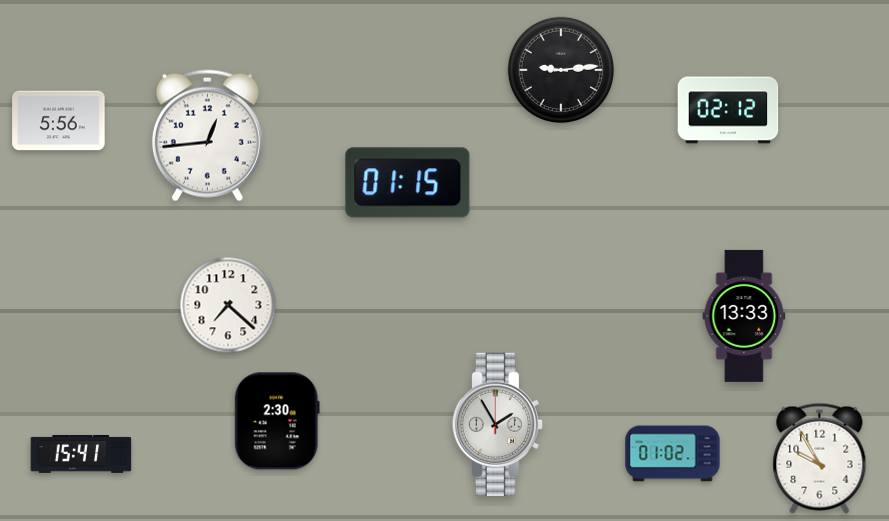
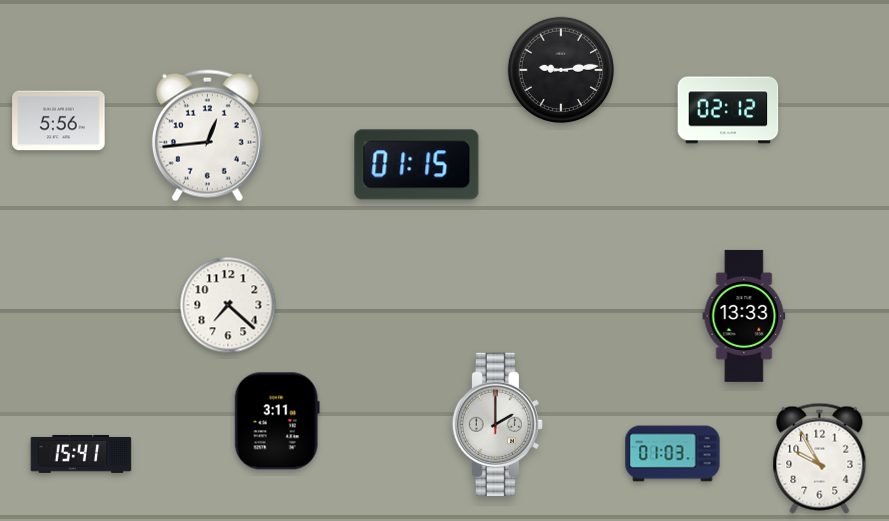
clock at (408, 183) position: (408, 183) -> (417, 165)
clock at (277, 421): 2:30 -> 3:11
clock at (497, 424): 1:55 -> 2:00
clock at (673, 454): 01:02 -> 01:03
